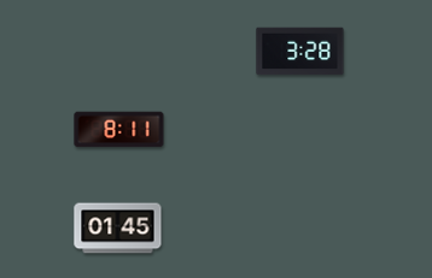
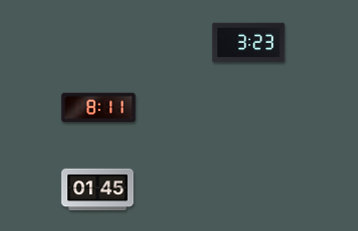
clock at (300, 52): 3:28 -> 3:23
